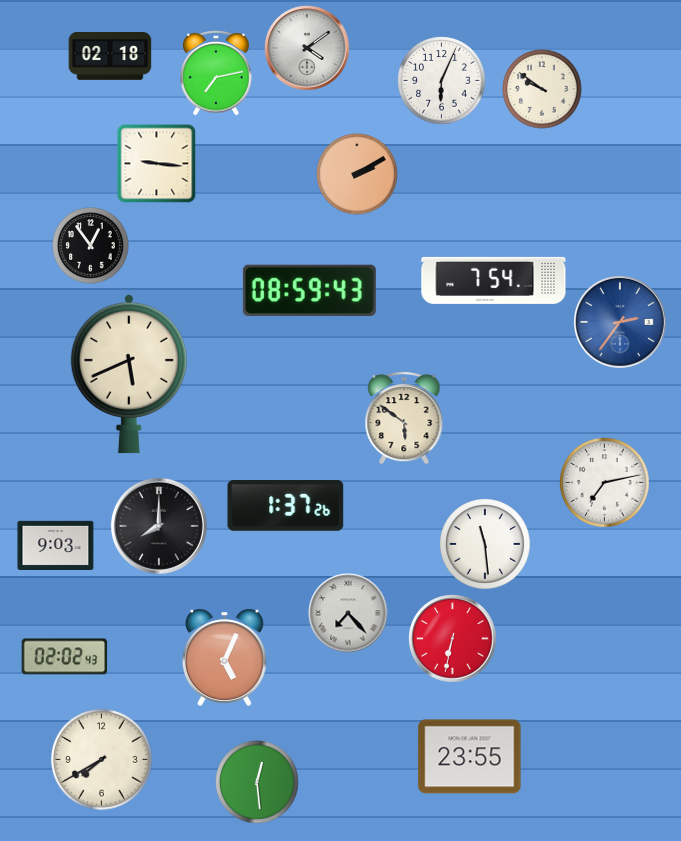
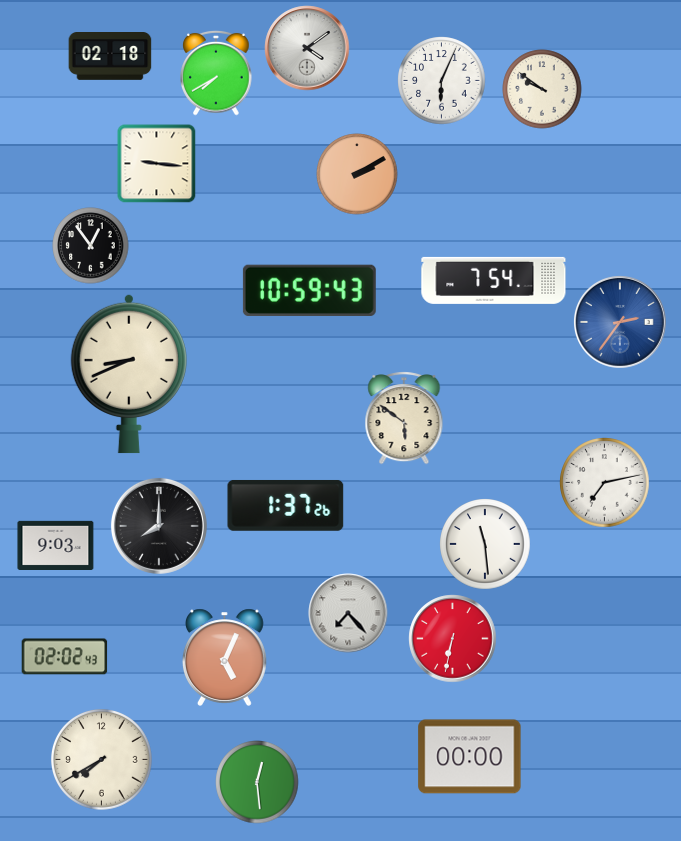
clock at (216, 73): 7:13 -> 7:40
clock at (309, 290): 08:59 -> 10:59
clock at (129, 374): 5:41 -> 8:41
clock at (470, 757): 23:55 -> 00:00
